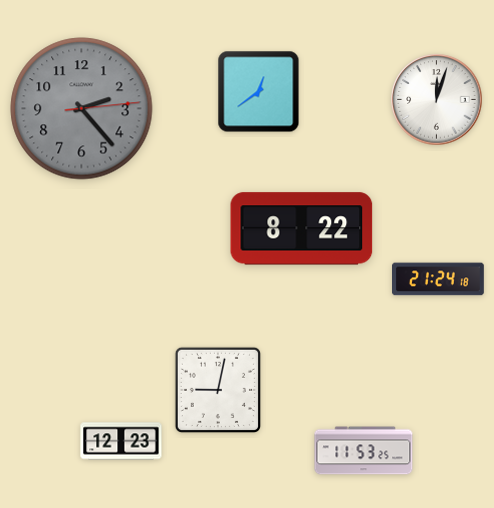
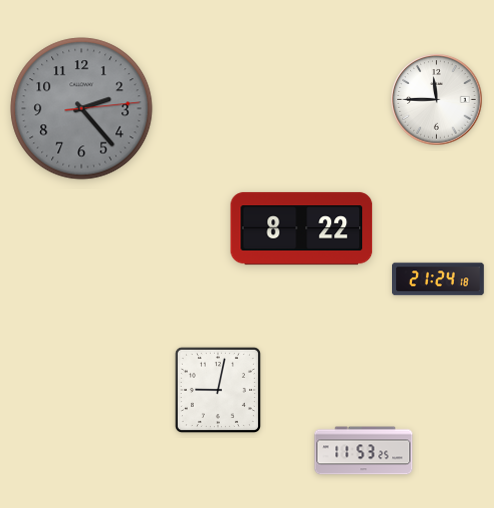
clock at (259, 92): 12:39 -> none
clock at (437, 100): 12:03 -> 11:45
clock at (121, 441): 12:23 -> none
